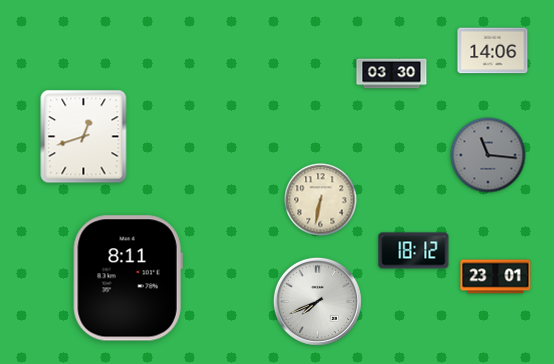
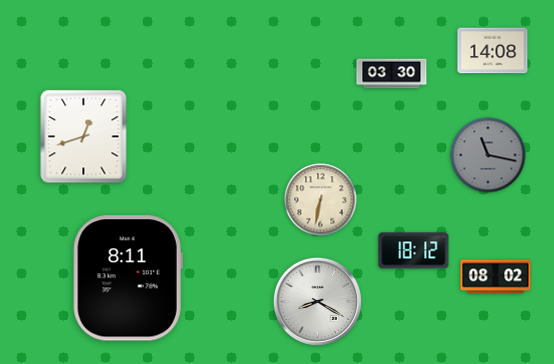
clock at (493, 51): 14:06 -> 14:08
clock at (488, 155): 11:16 -> 11:17
clock at (496, 277): 23:01 -> 08:02
clock at (317, 301): 7:41 -> 8:20
